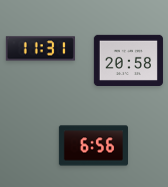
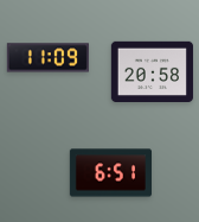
clock at (40, 49): 11:31 -> 11:09
clock at (93, 146): 6:56 -> 6:51
